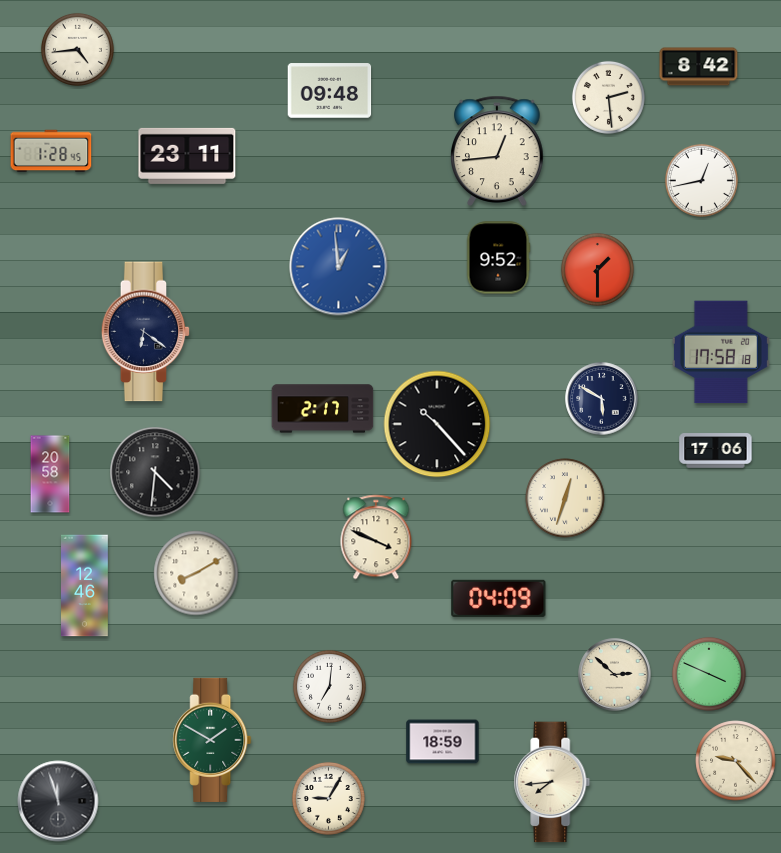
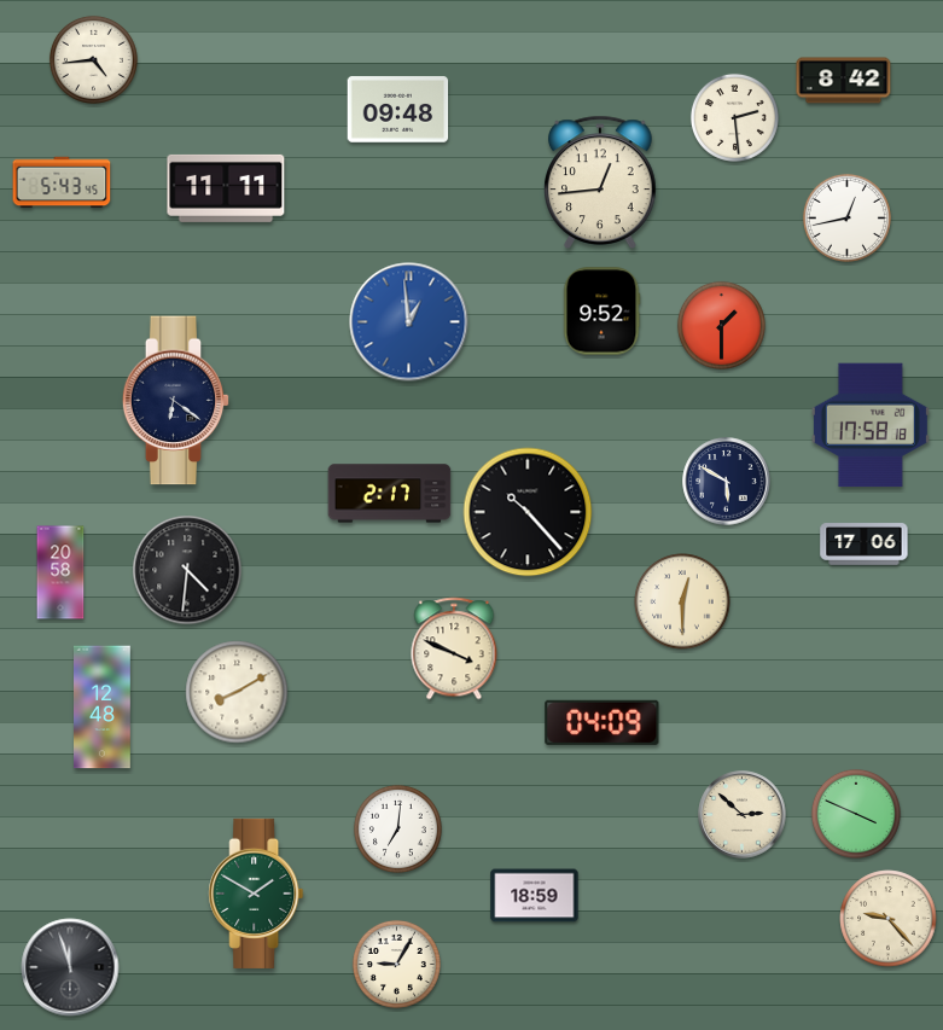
clock at (51, 151): 1:28 -> 5:43
clock at (187, 156): 23:11 -> 11:11
clock at (565, 498): 12:33 -> 12:30
clock at (85, 586): 12:46 -> 12:48
clock at (552, 782): 7:44 -> none
